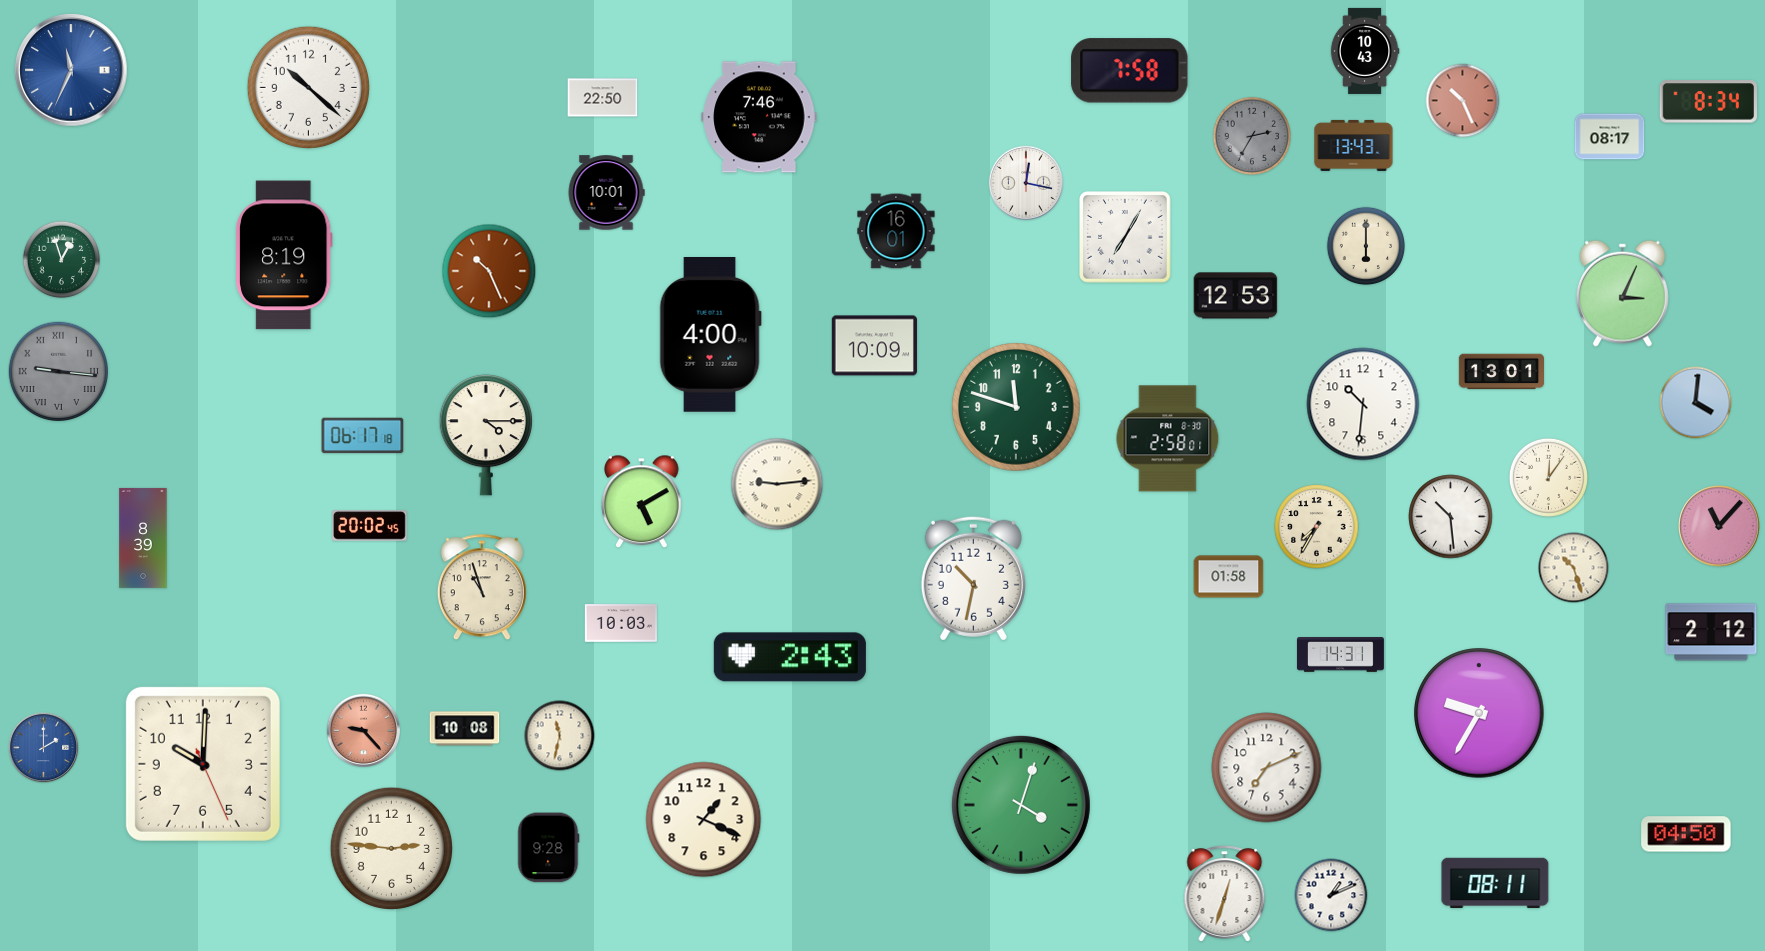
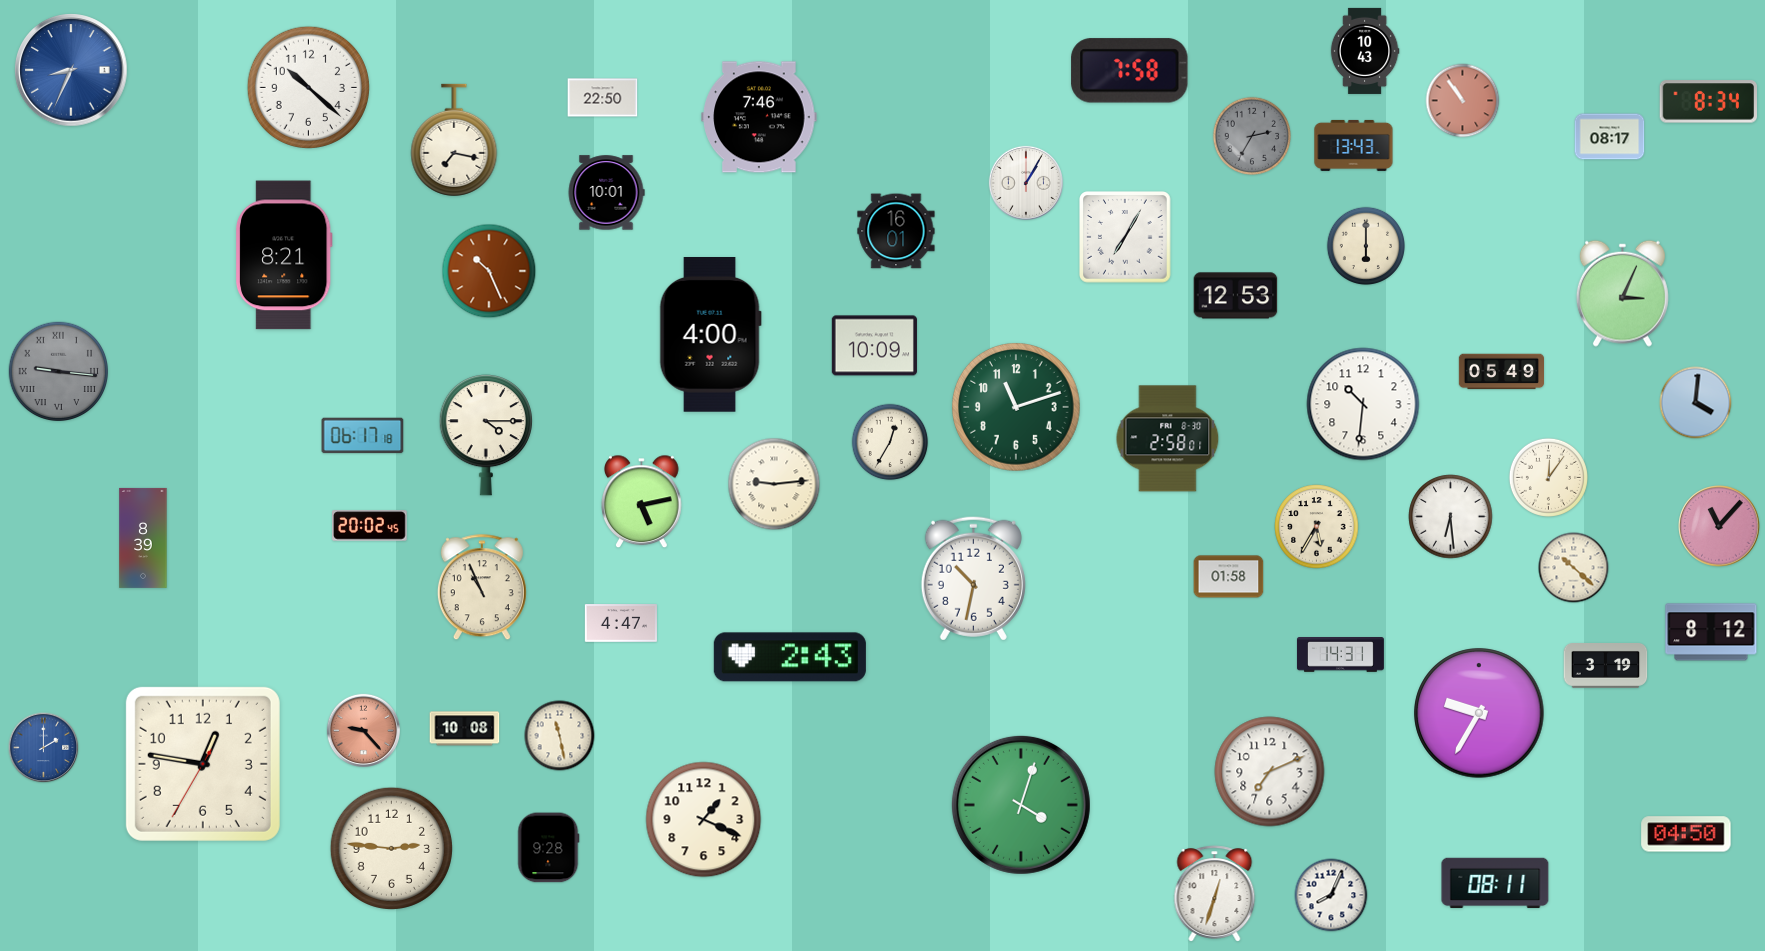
clock at (71, 70): 11:34 -> 8:34
clock at (1463, 101): 10:26 -> 10:54
clock at (454, 140): none -> 7:17
clock at (1026, 183): 12:17 -> 1:05
clock at (284, 255): 8:19 -> 8:21
clock at (62, 260): 12:57 -> none
clock at (1501, 372): 13:01 -> 05:49
clock at (1017, 408): 11:48 -> 11:12
clock at (890, 442): none -> 12:35
clock at (777, 484) position: (777, 484) -> (774, 484)
clock at (642, 502): 5:10 -> 5:13
clock at (1451, 517): 10:29 -> 6:29
clock at (1317, 527): 7:35 -> 5:35
clock at (1574, 568): 10:27 -> 10:22
clock at (482, 588): 10:57 -> 10:56
clock at (621, 623): 10:03 -> 4:47
clock at (1711, 632): 2:12 -> 8:12
clock at (1606, 666): none -> 3:19
clock at (560, 736): 11:32 -> 11:28
clock at (203, 764): 10:00 -> 12:46
clock at (1267, 768) position: (1267, 768) -> (1270, 772)
clock at (1225, 894) position: (1225, 894) -> (1215, 894)
clock at (1331, 895): 1:11 -> 8:04
